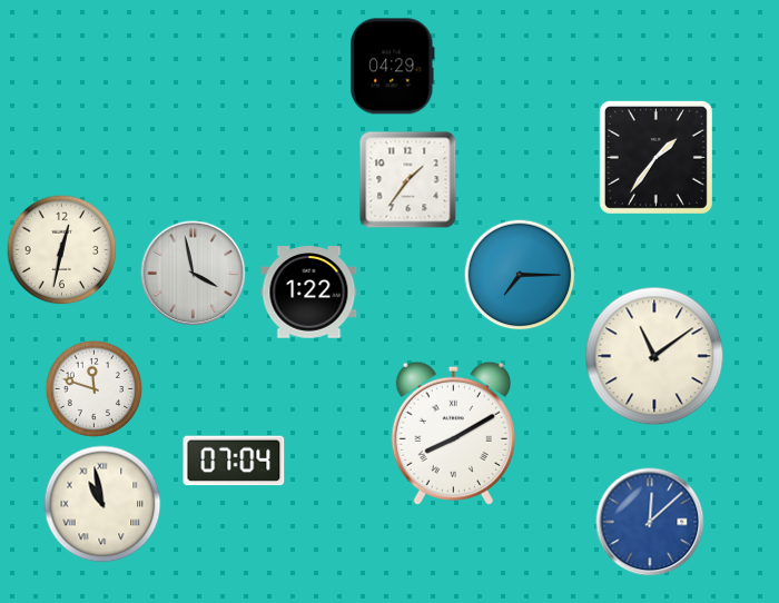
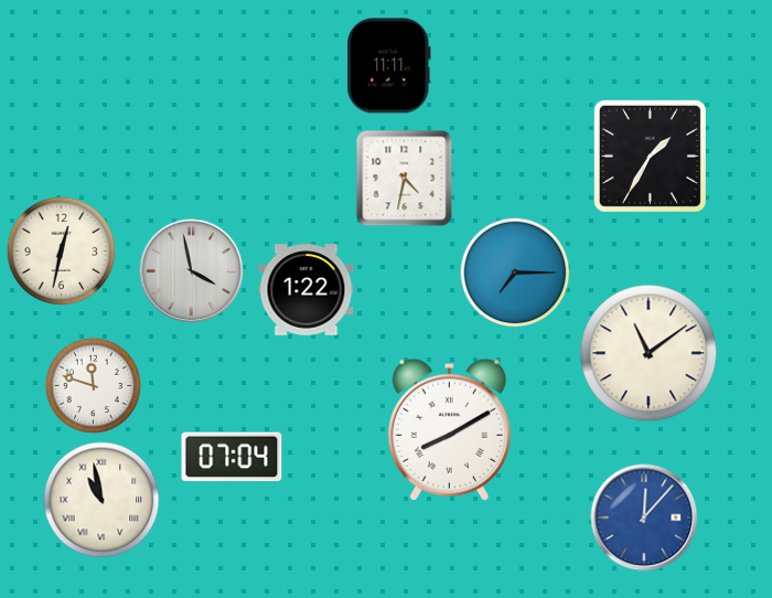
clock at (393, 67): 04:29 -> 11:11
clock at (655, 157): 1:36 -> 1:35
clock at (408, 180): 1:36 -> 4:32
clock at (62, 250) position: (62, 250) -> (62, 252)
clock at (650, 522): 12:08 -> 12:07
